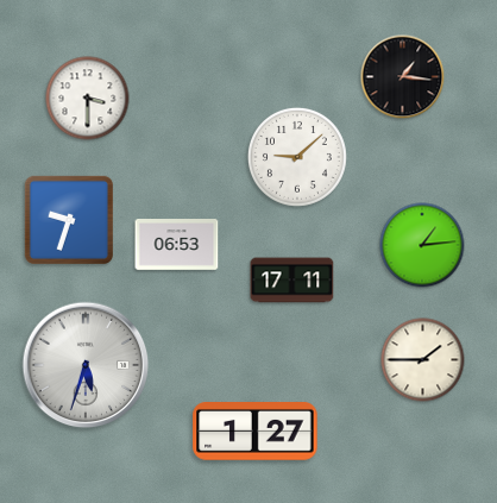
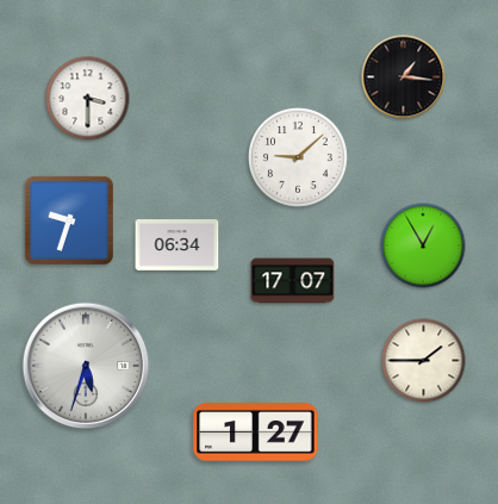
clock at (177, 245): 06:53 -> 06:34
clock at (422, 245): 1:14 -> 12:55
clock at (292, 281): 17:11 -> 17:07
